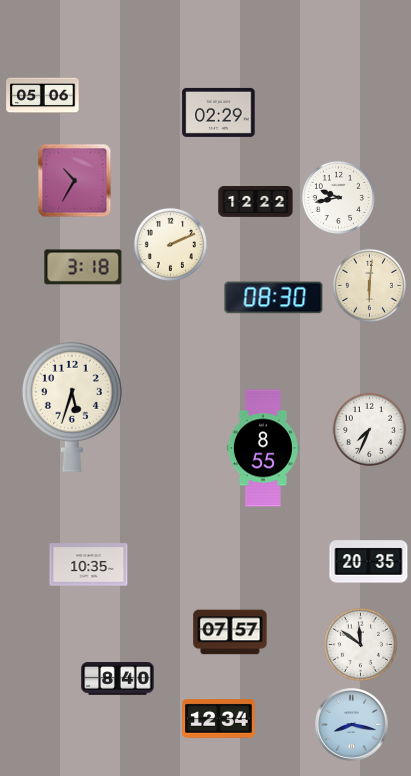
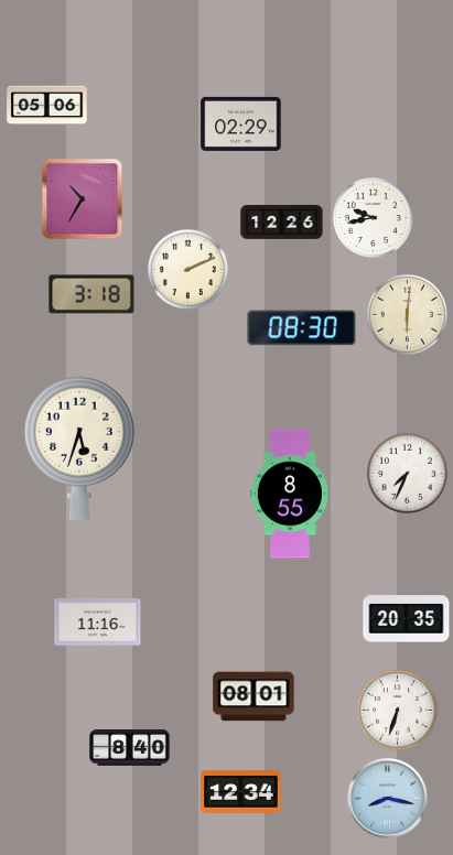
clock at (256, 202): 12:22 -> 12:26
clock at (89, 565): 10:35 -> 11:16
clock at (230, 632): 07:57 -> 08:01
clock at (360, 644): 11:51 -> 6:33
